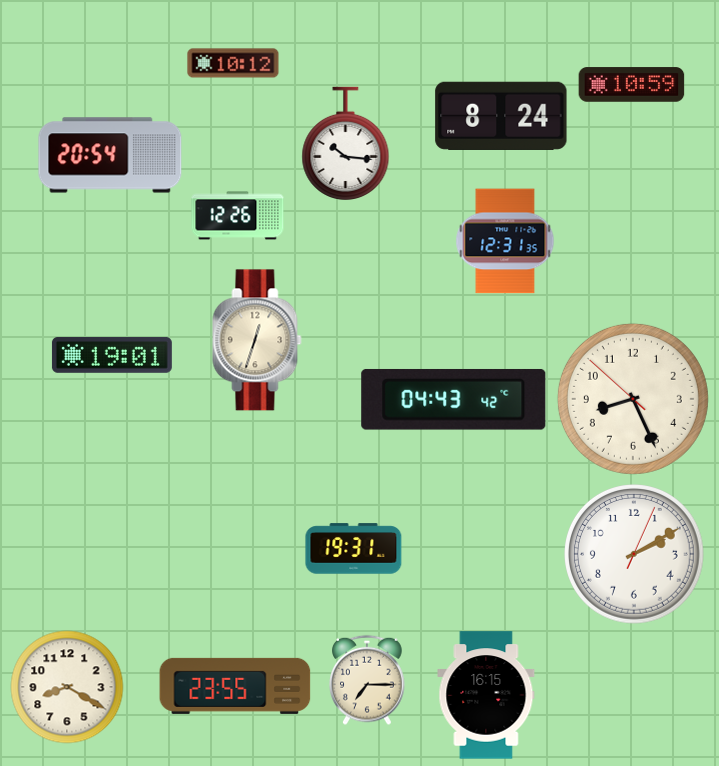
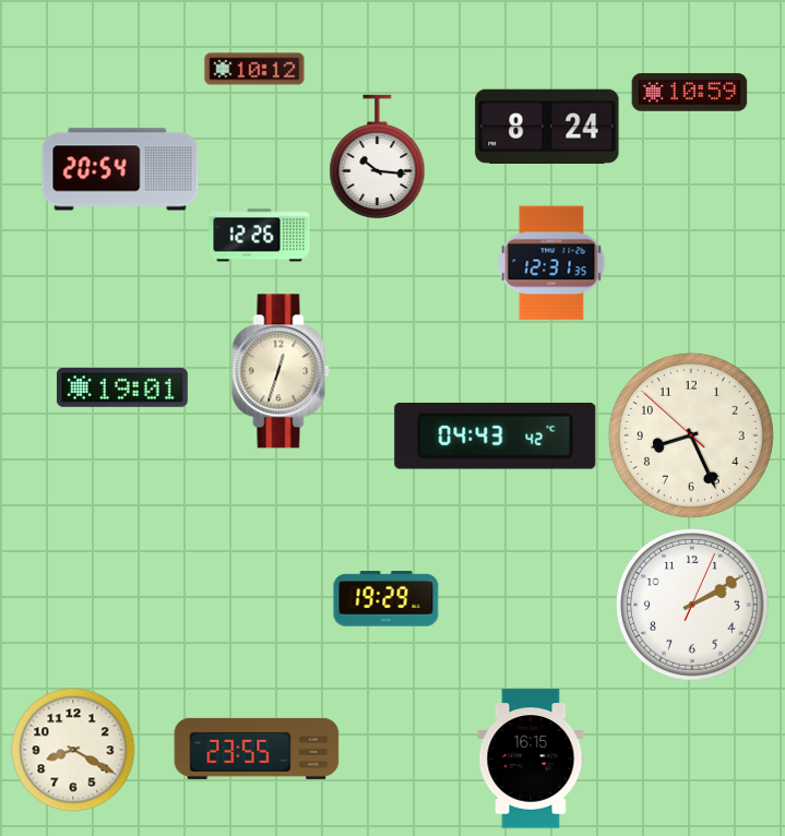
clock at (354, 549): 19:31 -> 19:29
clock at (367, 680): 7:15 -> none
